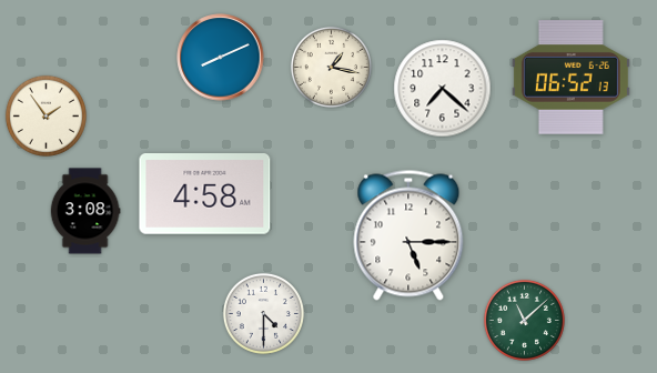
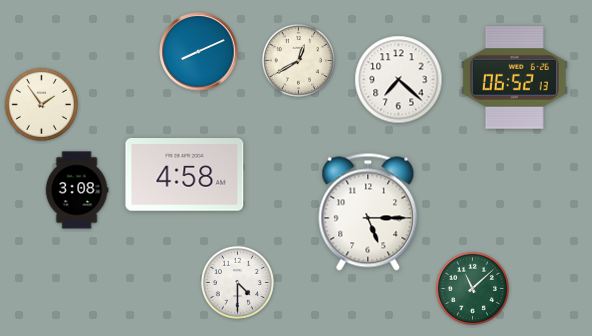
clock at (331, 67): 1:17 -> 12:40
clock at (570, 78) position: (570, 78) -> (514, 78)
